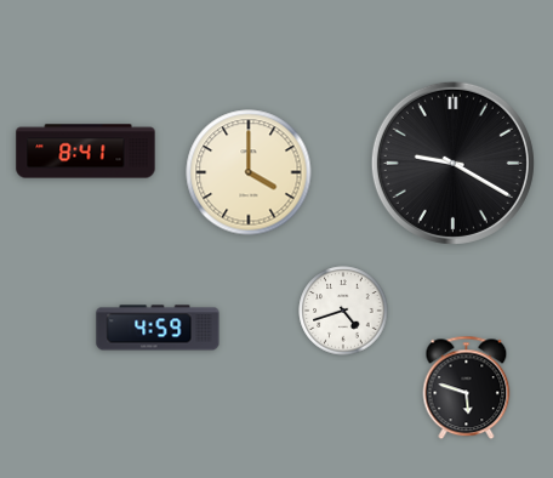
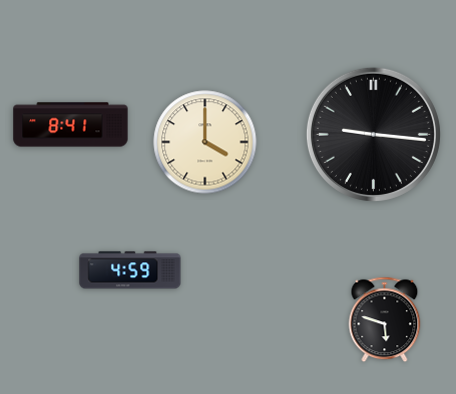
clock at (452, 163): 9:20 -> 9:16
clock at (343, 311): 4:42 -> none
